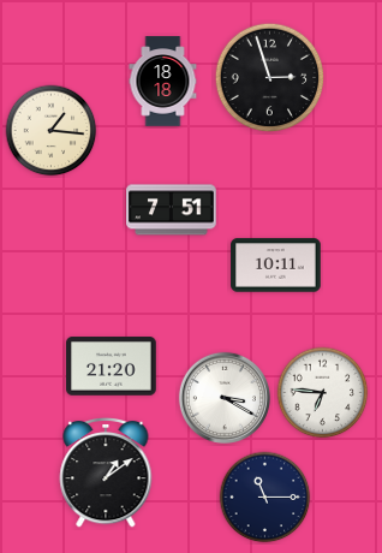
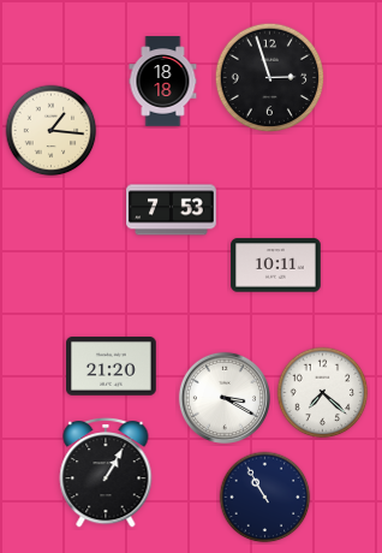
clock at (172, 210): 7:51 -> 7:53
clock at (323, 393): 6:46 -> 7:22
clock at (106, 472): 1:09 -> 1:05
clock at (265, 498): 11:15 -> 10:55
